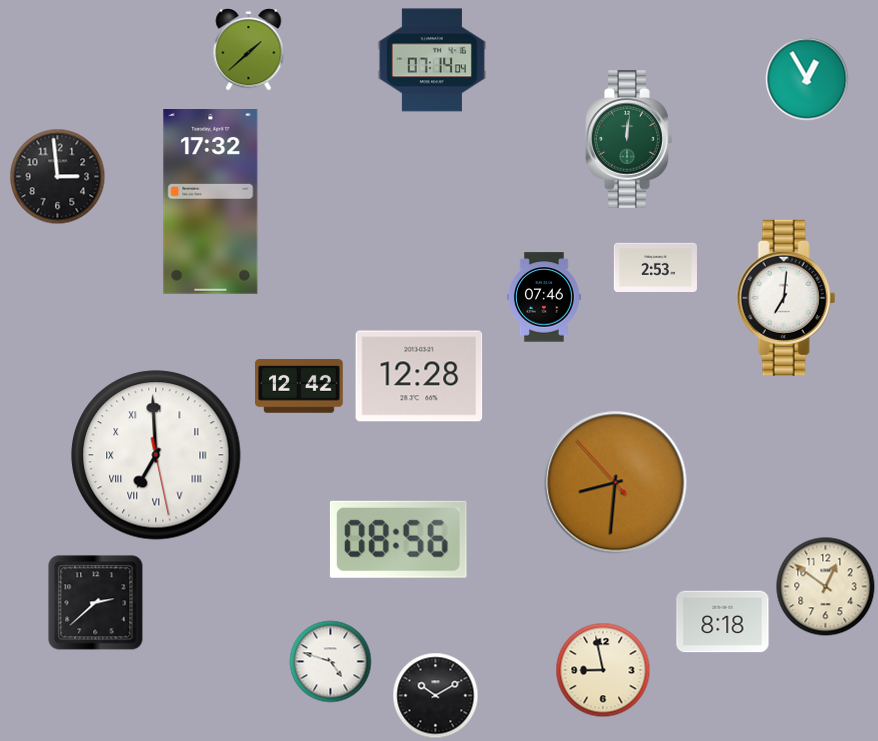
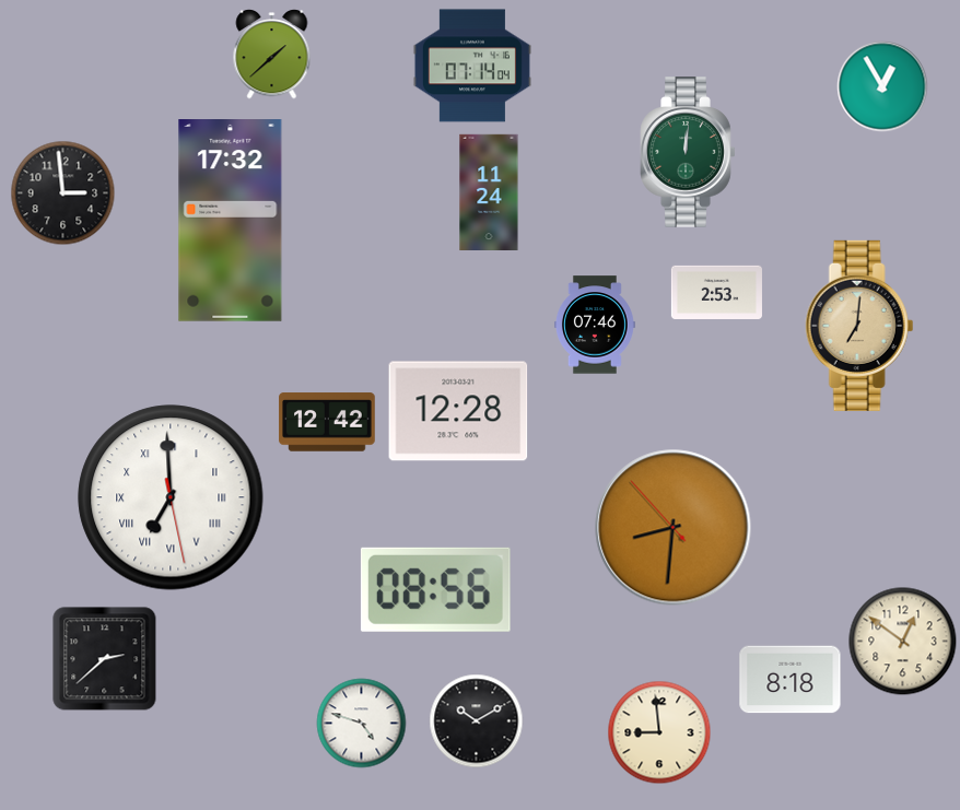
clock at (489, 191): none -> 11:24
clock at (786, 298) dial: white -> champagne
clock at (603, 670): 8:58 -> 8:59
clock at (436, 696) position: (436, 696) -> (477, 721)
